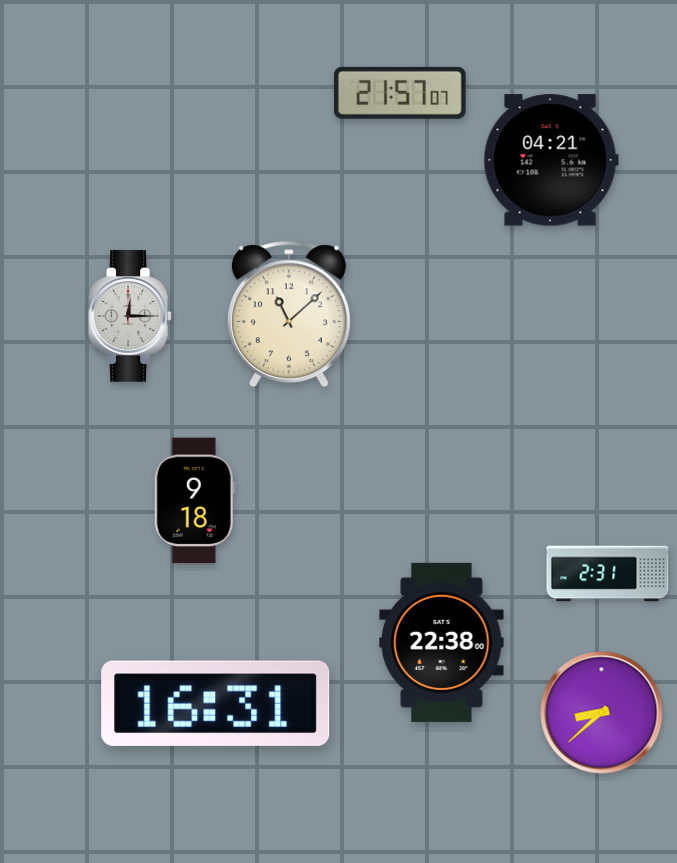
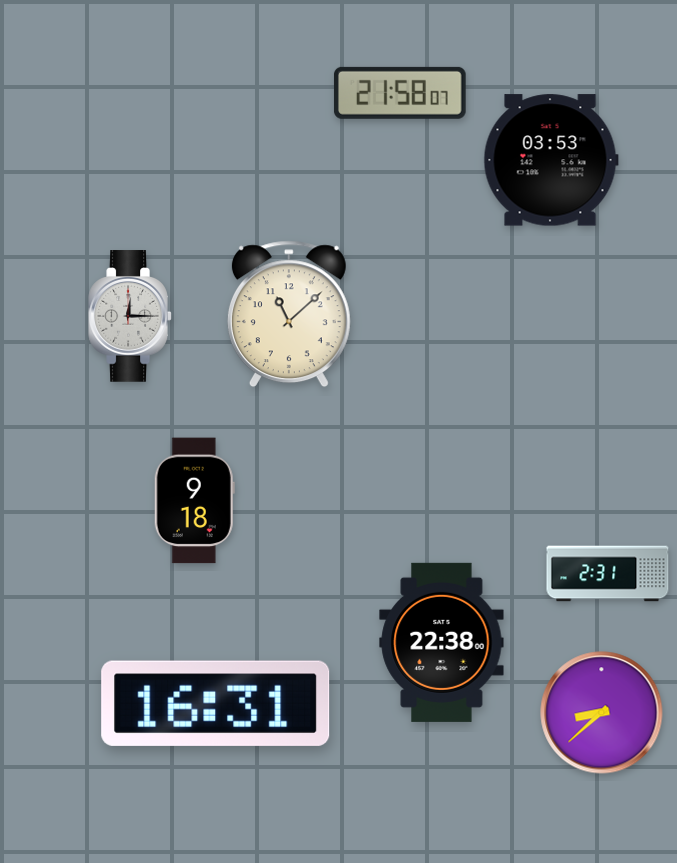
clock at (400, 93): 21:57 -> 21:58
clock at (551, 160): 04:21 -> 03:53
